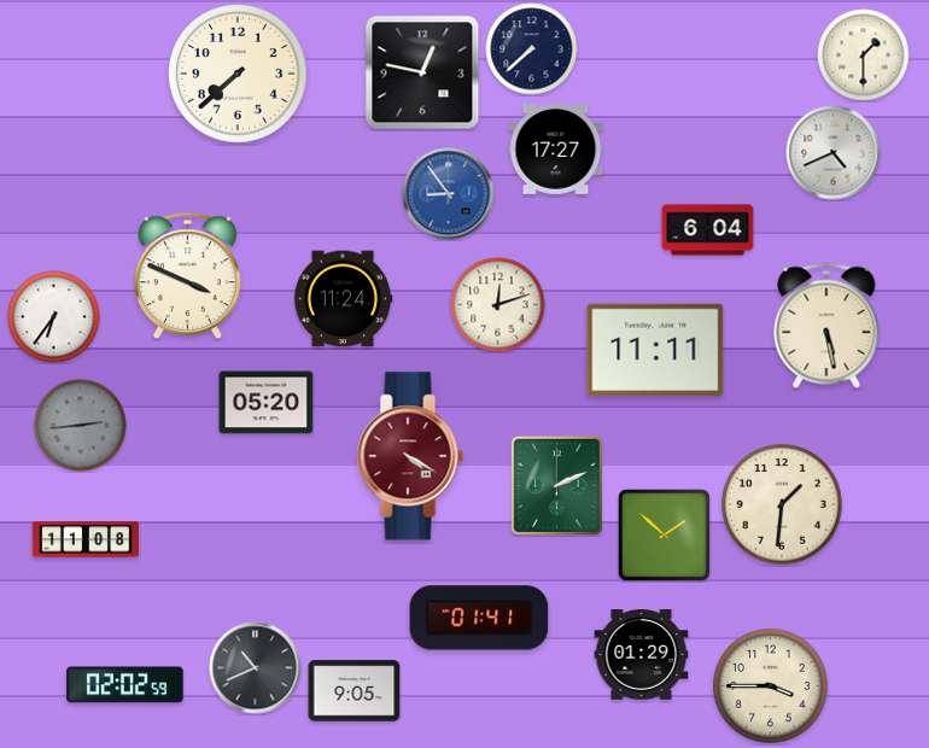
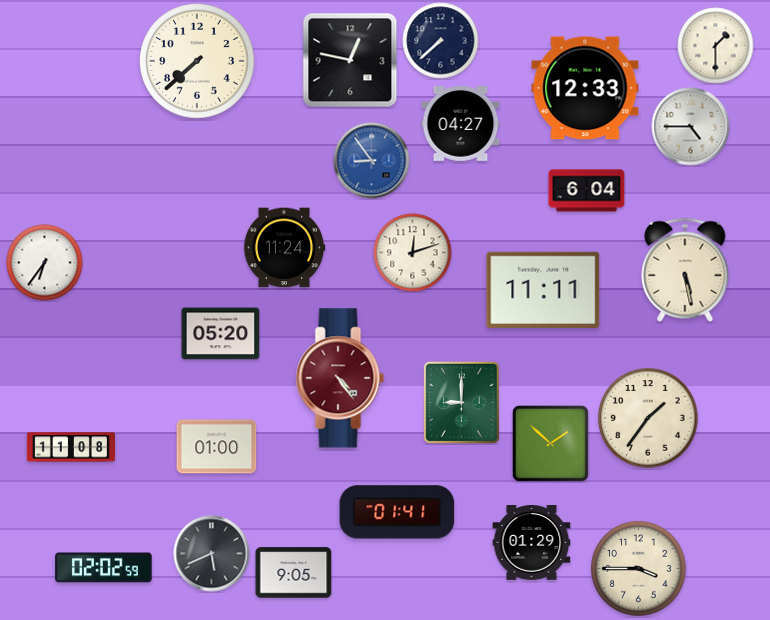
clock at (585, 88): none -> 12:33
clock at (556, 150): 17:27 -> 04:27
clock at (834, 153): 4:41 -> 4:45
clock at (187, 276): 3:49 -> none
clock at (81, 426): 2:44 -> none
clock at (410, 456): 4:20 -> 4:24
clock at (556, 485): 2:11 -> 9:00
clock at (782, 504): 1:31 -> 1:36
clock at (217, 447): none -> 01:00
clock at (256, 668): 10:41 -> 5:41
